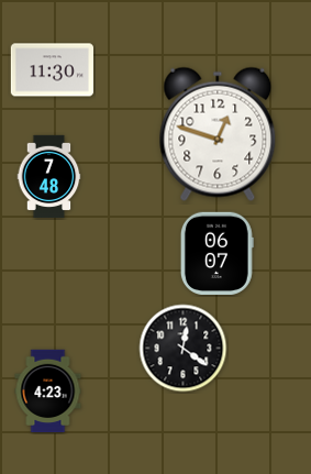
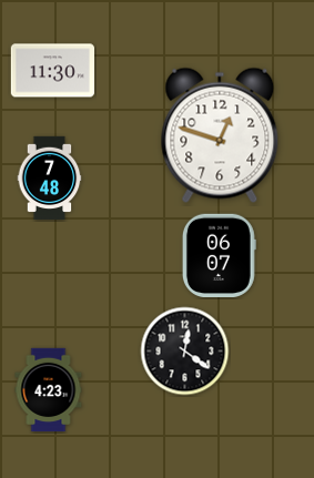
clock at (48, 392) position: (48, 392) -> (49, 390)
